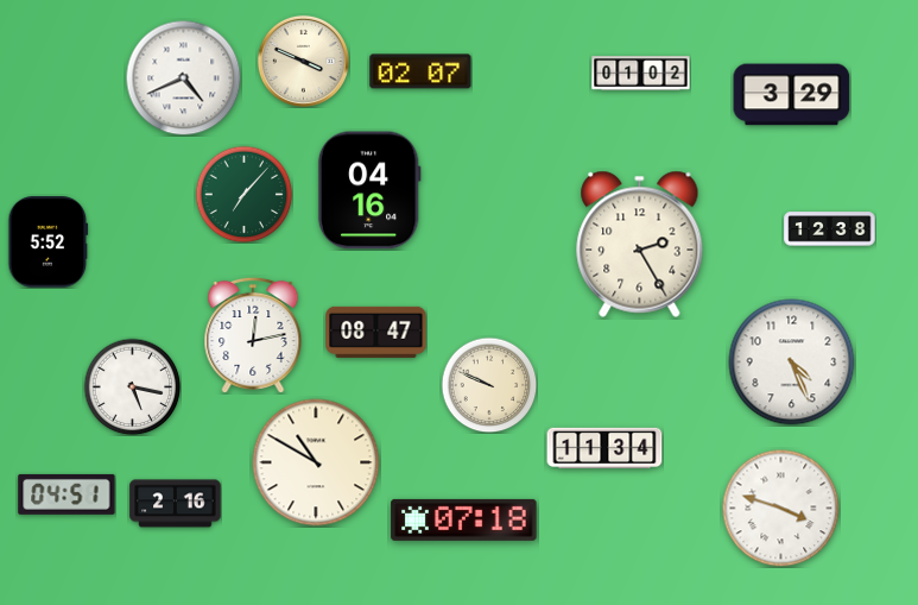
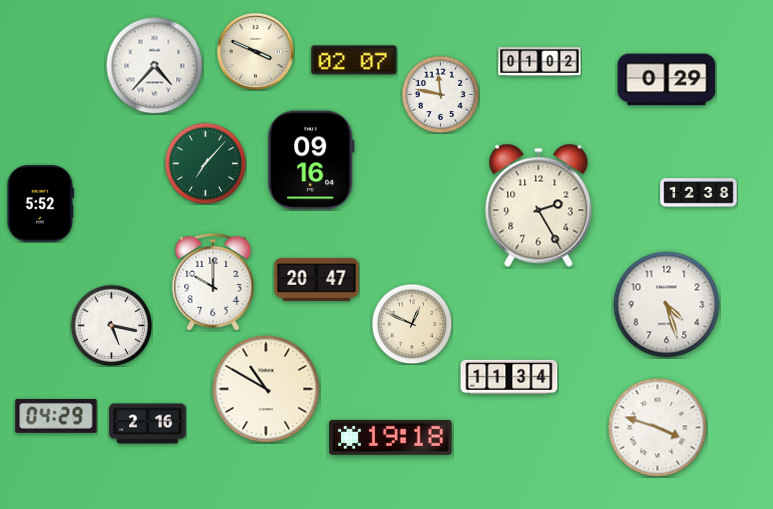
clock at (183, 77): 4:41 -> 4:37
clock at (792, 95): 3:29 -> 0:29
clock at (440, 94): none -> 11:47
clock at (369, 190): 04:16 -> 09:16
clock at (376, 332): 08:47 -> 20:47
clock at (253, 335): 12:13 -> 10:00
clock at (792, 363): 4:26 -> 4:27
clock at (489, 385): 9:49 -> 12:49
clock at (67, 494): 04:51 -> 04:29
clock at (464, 519): 07:18 -> 19:18
